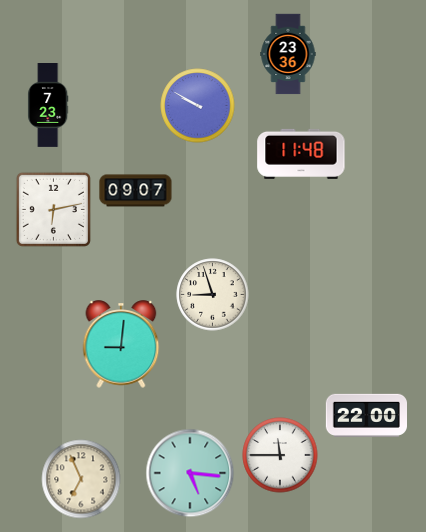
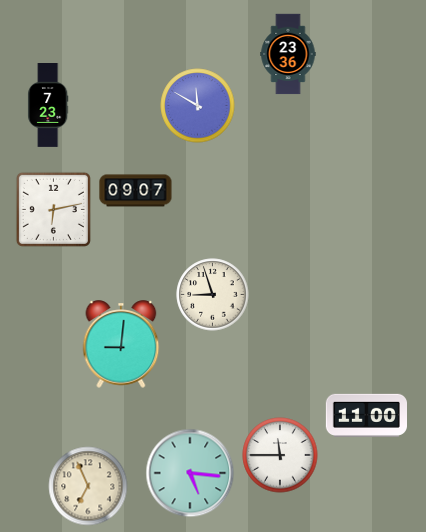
clock at (198, 106): 9:50 -> 11:50
clock at (301, 154): 11:48 -> none
clock at (366, 415): 22:00 -> 11:00
clock at (81, 479) position: (81, 479) -> (88, 486)
